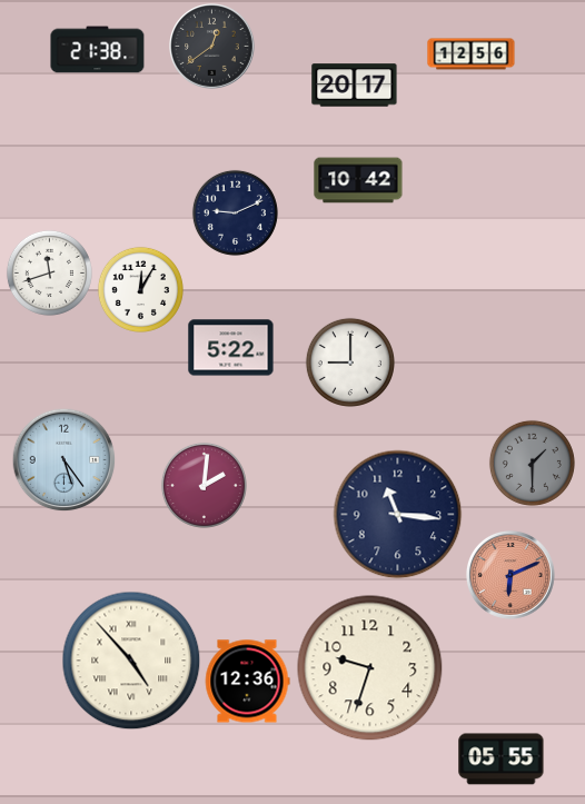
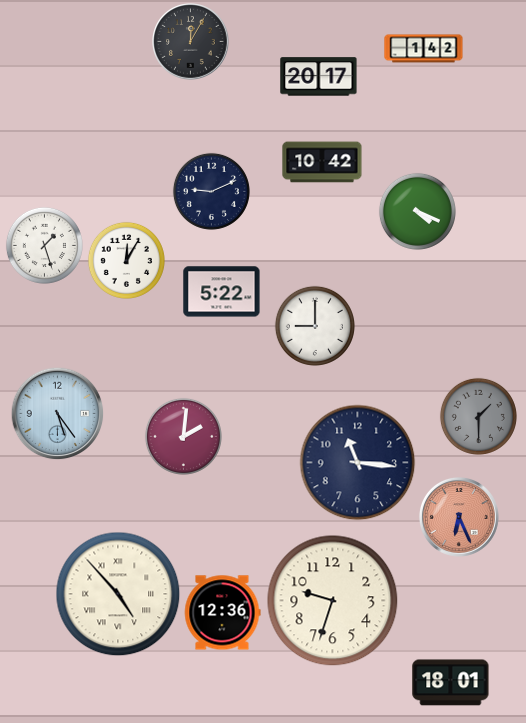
clock at (212, 47): 12:39 -> 12:05
clock at (98, 50): 21:38 -> none
clock at (472, 54): 12:56 -> 1:42
clock at (417, 211): none -> 4:19
clock at (49, 272): 11:42 -> 1:27
clock at (231, 348) position: (231, 348) -> (222, 292)
clock at (510, 575): 6:11 -> 6:26
clock at (502, 760): 05:55 -> 18:01
